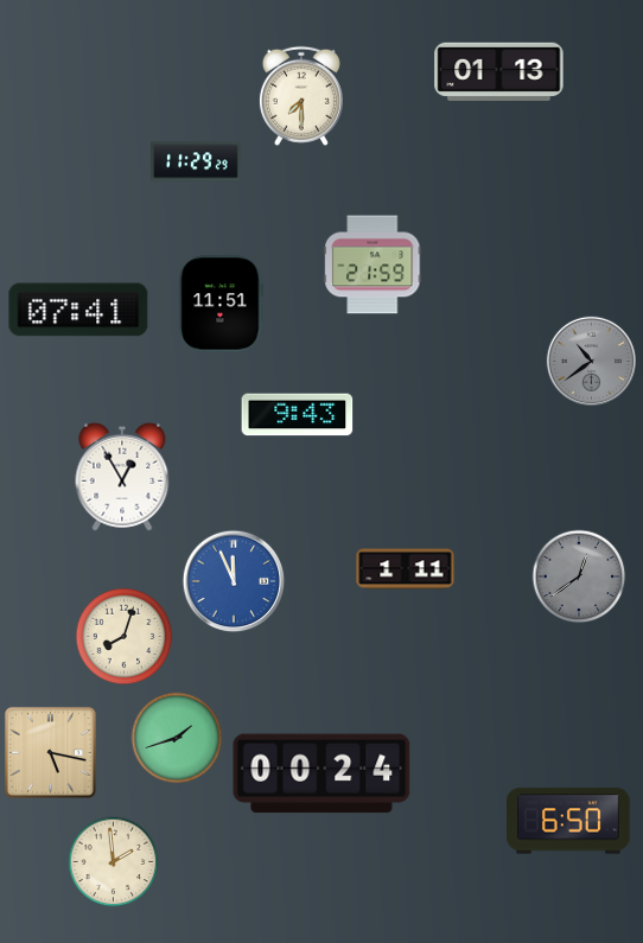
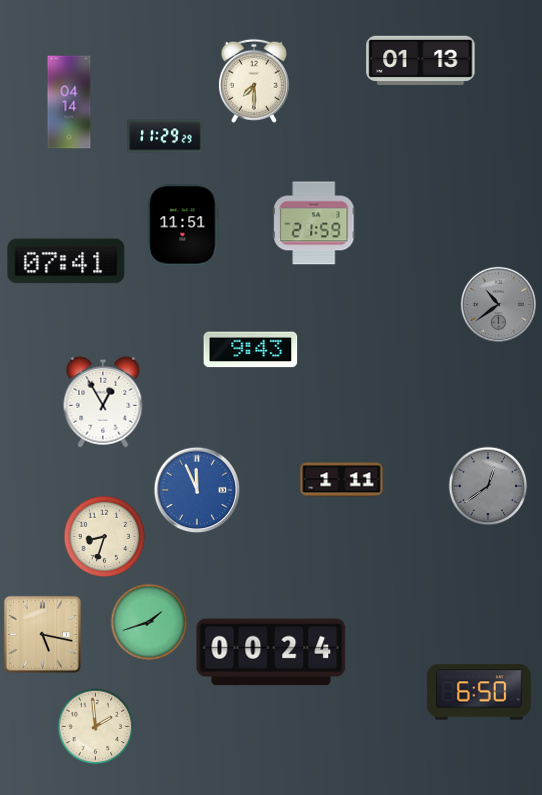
clock at (69, 102): none -> 04:14
clock at (221, 304) position: (221, 304) -> (183, 225)
clock at (125, 637): 8:03 -> 8:33
